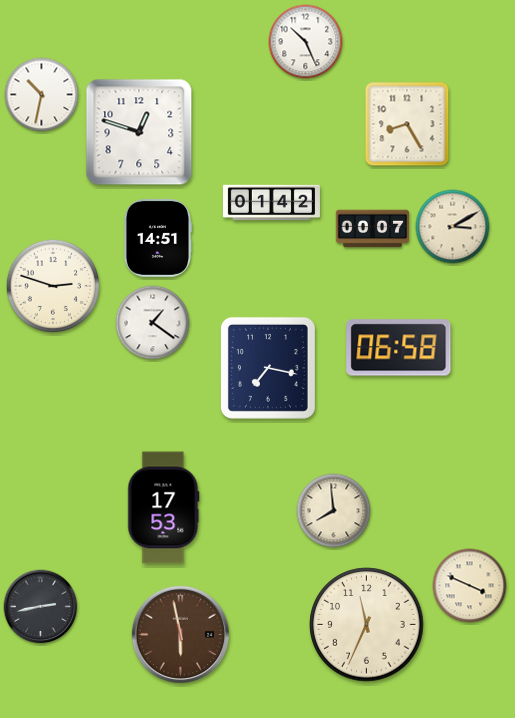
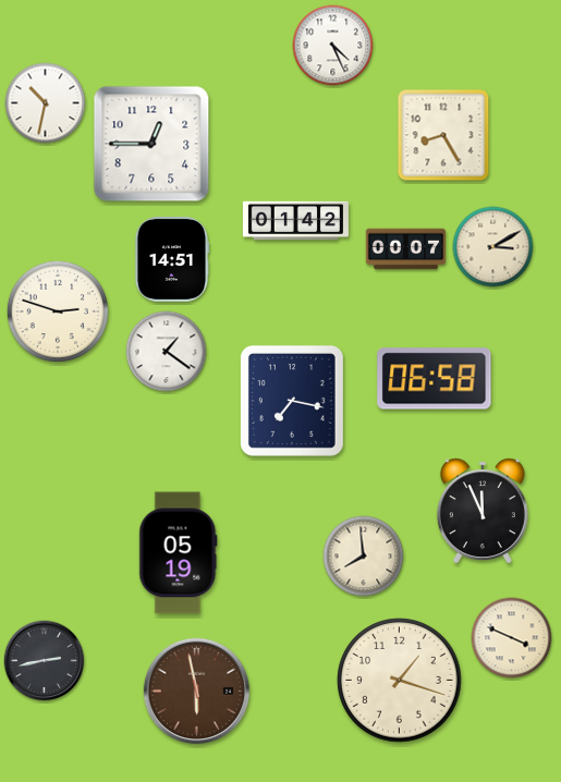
clock at (306, 42): 10:26 -> 4:26
clock at (139, 132): 12:48 -> 12:45
clock at (483, 510): none -> 11:56
clock at (164, 508): 17:53 -> 05:19
clock at (367, 625): 11:34 -> 1:18
